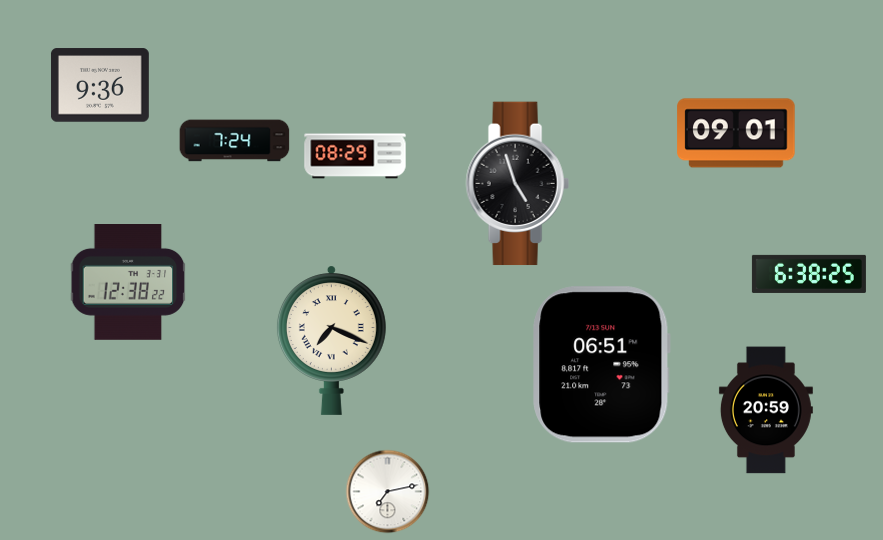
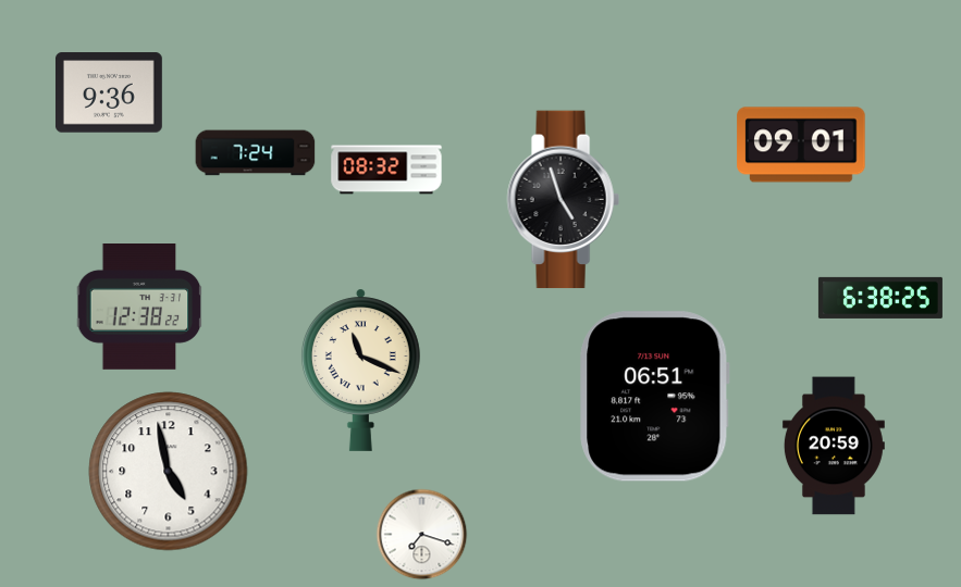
clock at (355, 156): 08:29 -> 08:32
clock at (331, 340): 7:19 -> 11:19
clock at (169, 472): none -> 4:58
clock at (388, 492): 7:13 -> 7:18
